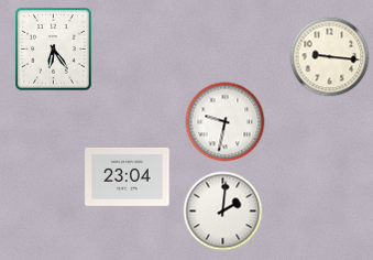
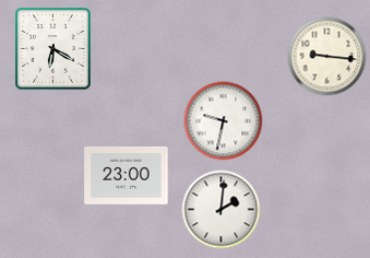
clock at (54, 50): 6:24 -> 6:20
clock at (128, 177): 23:04 -> 23:00
